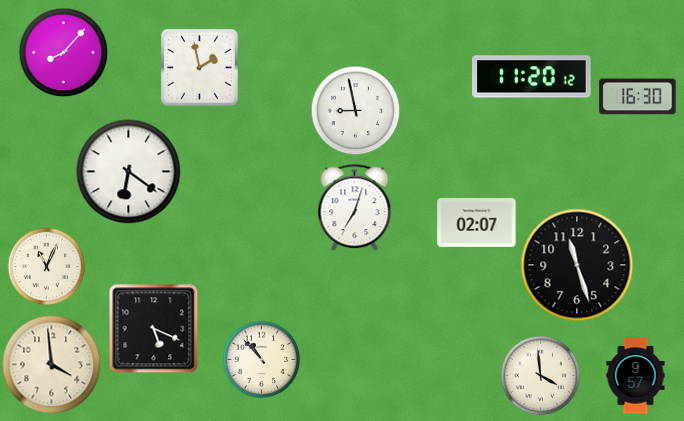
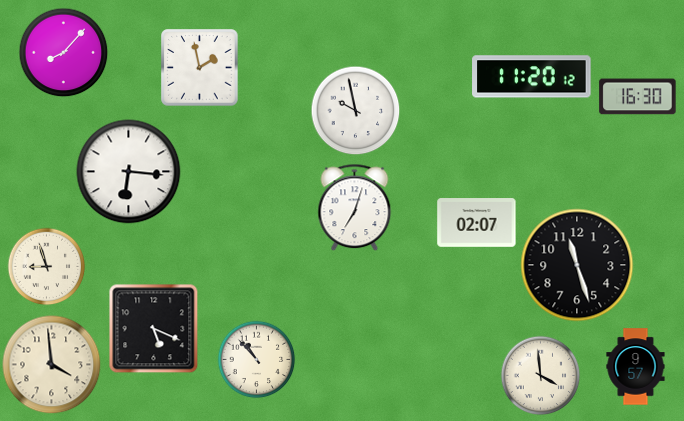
clock at (355, 110): 8:58 -> 9:58
clock at (129, 172): 6:21 -> 6:16
clock at (46, 266): 11:04 -> 8:57
clock at (261, 359) position: (261, 359) -> (256, 359)
clock at (636, 376) position: (636, 376) -> (636, 367)
